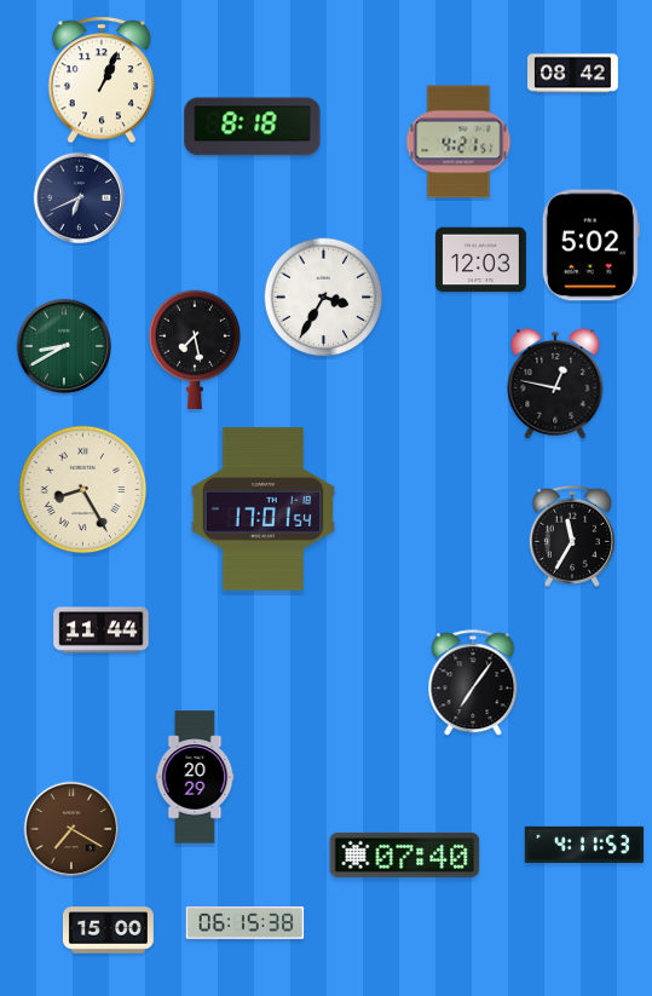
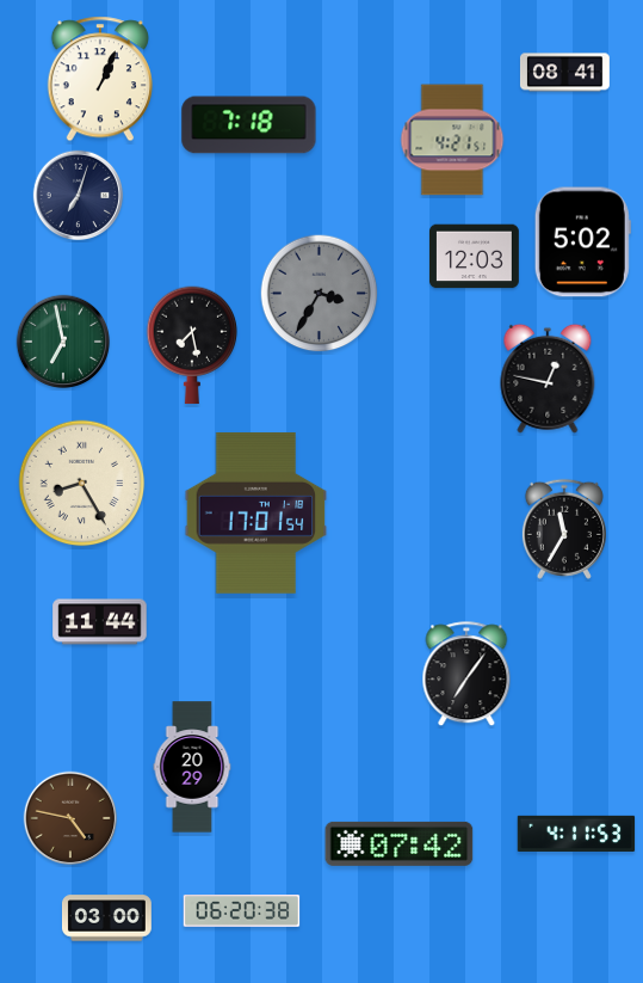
clock at (572, 74): 08:42 -> 08:41
clock at (253, 127): 8:18 -> 7:18
clock at (80, 198): 6:41 -> 7:03
clock at (324, 298) dial: white -> grey
clock at (64, 346): 8:40 -> 6:58
clock at (264, 508) position: (264, 508) -> (256, 512)
clock at (71, 829): 7:20 -> 4:47
clock at (405, 854): 07:40 -> 07:42
clock at (246, 923): 06:15 -> 06:20
clock at (108, 931): 15:00 -> 03:00
